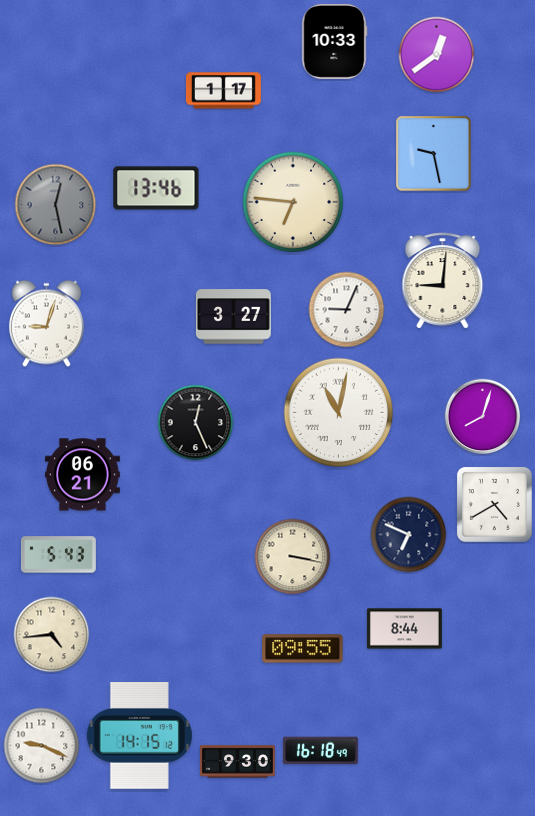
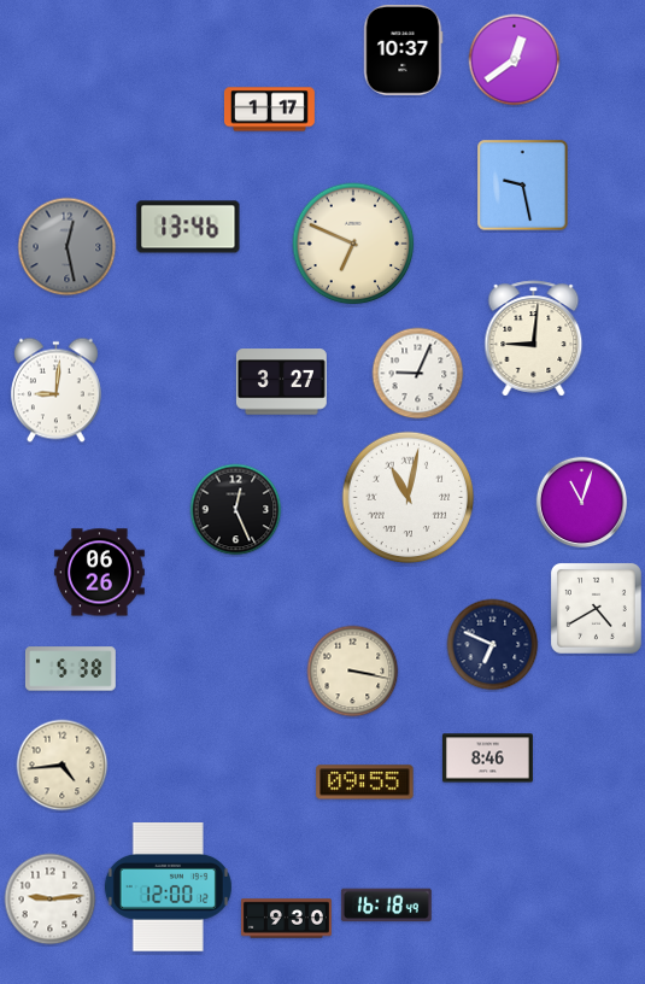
clock at (334, 41): 10:33 -> 10:37
clock at (437, 55) position: (437, 55) -> (515, 60)
clock at (293, 202): 6:46 -> 6:49
clock at (46, 324): 9:03 -> 9:01
clock at (483, 417): 8:03 -> 11:03
clock at (82, 475): 06:21 -> 06:26
clock at (58, 555): 5:43 -> 5:38
clock at (404, 629): 8:44 -> 8:46
clock at (139, 736): 14:15 -> 12:00
clock at (42, 746): 9:19 -> 9:14
